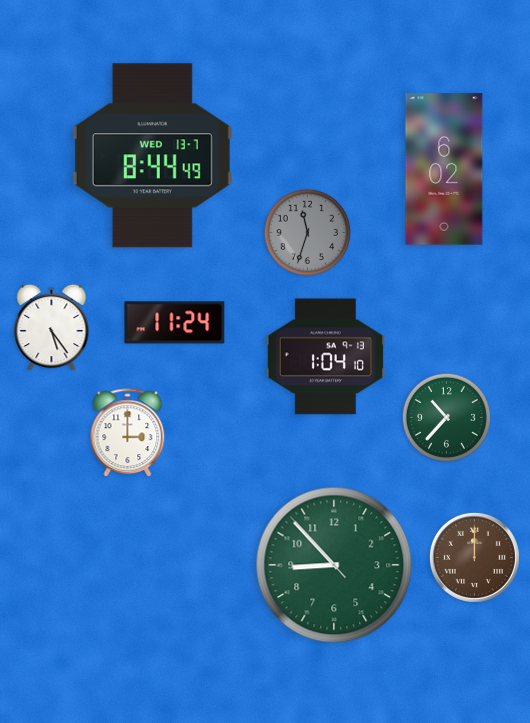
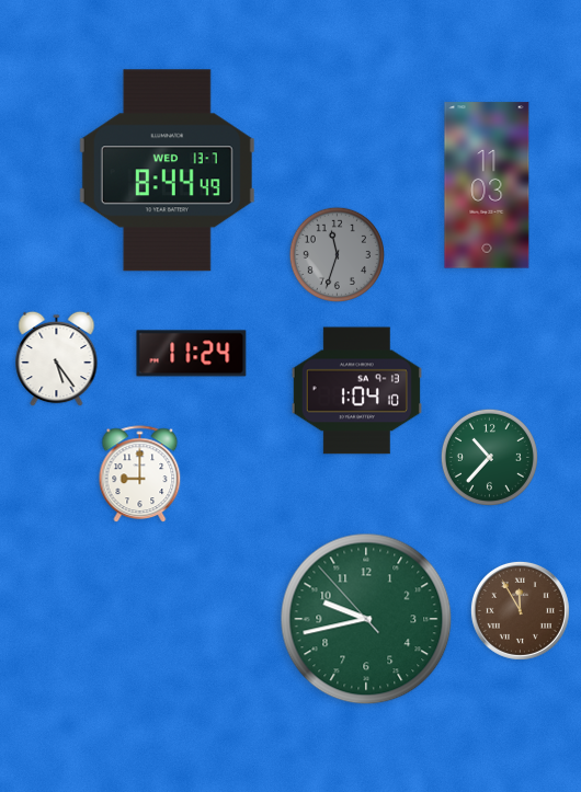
clock at (444, 169): 6:02 -> 11:03
clock at (128, 433): 3:00 -> 9:00
clock at (474, 557): 12:00 -> 11:55
clock at (334, 565): 8:52 -> 9:42
